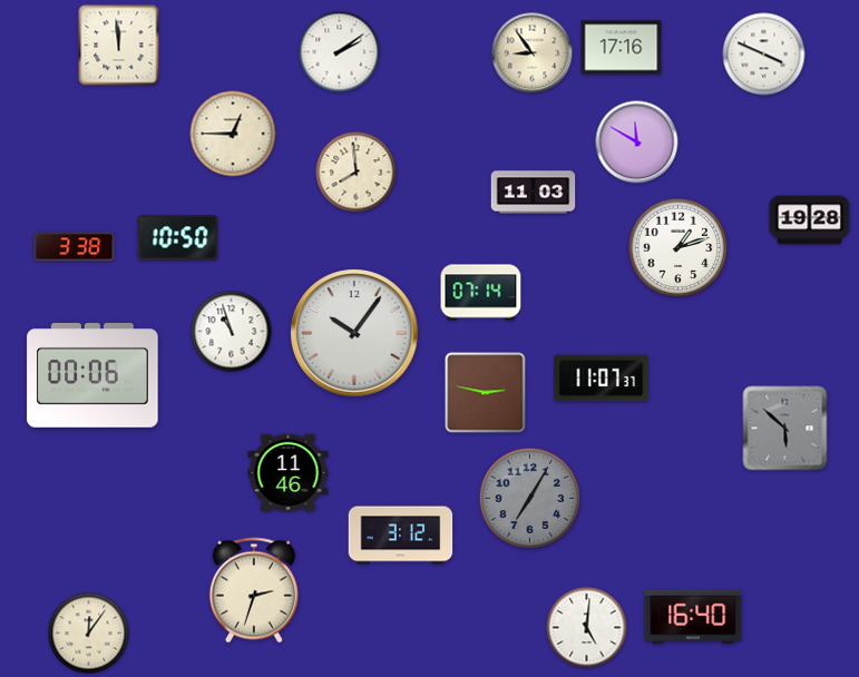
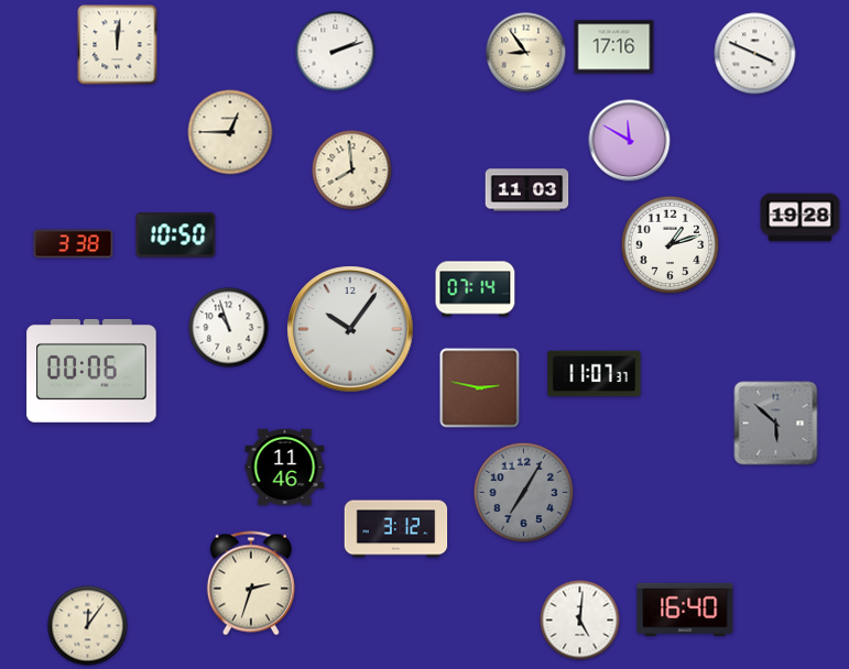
clock at (119, 46): 11:59 -> 12:01
clock at (340, 52): 2:09 -> 2:12
